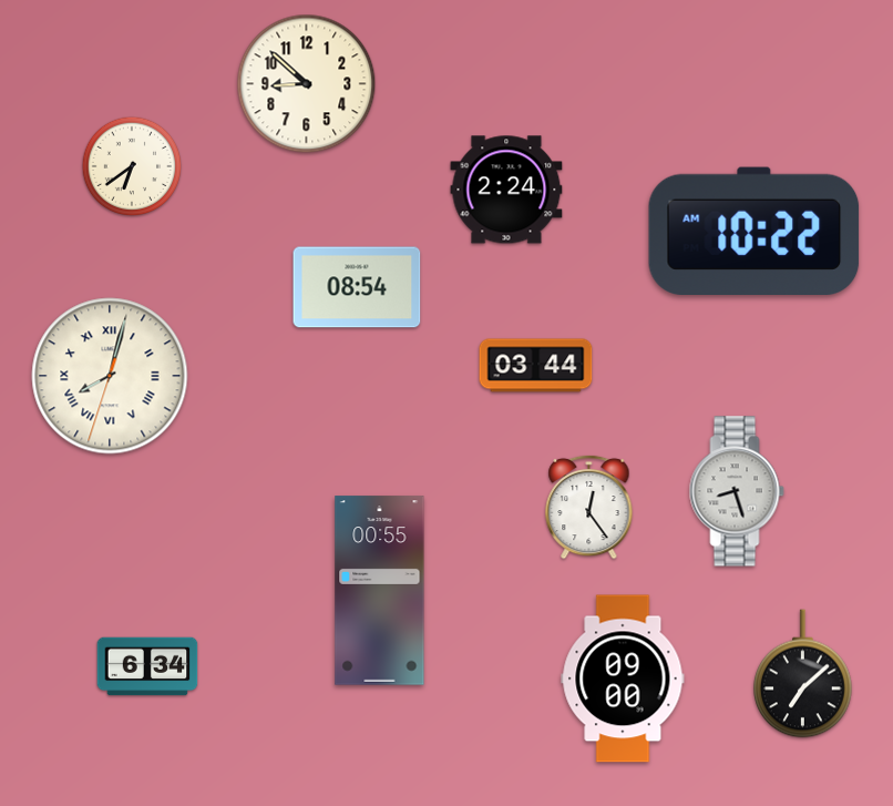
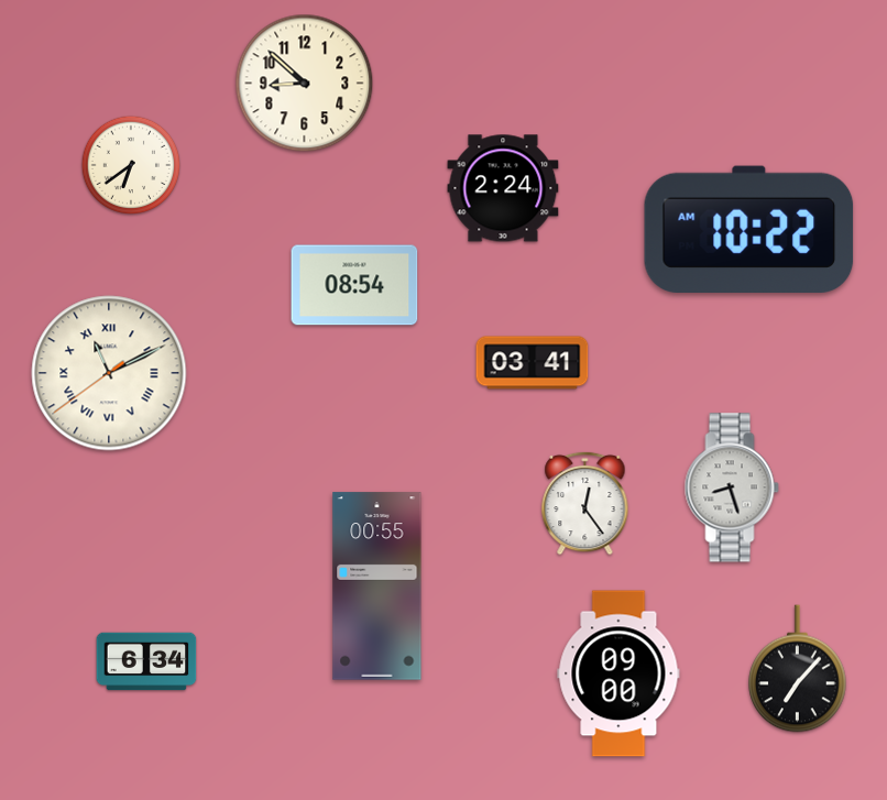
clock at (536, 366): 03:44 -> 03:41
clock at (110, 376): 8:02 -> 11:10
clock at (803, 674): 7:08 -> 7:07
